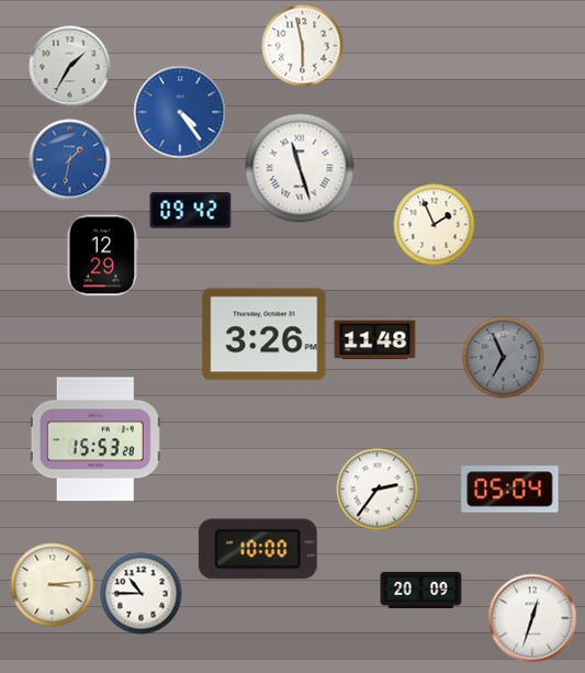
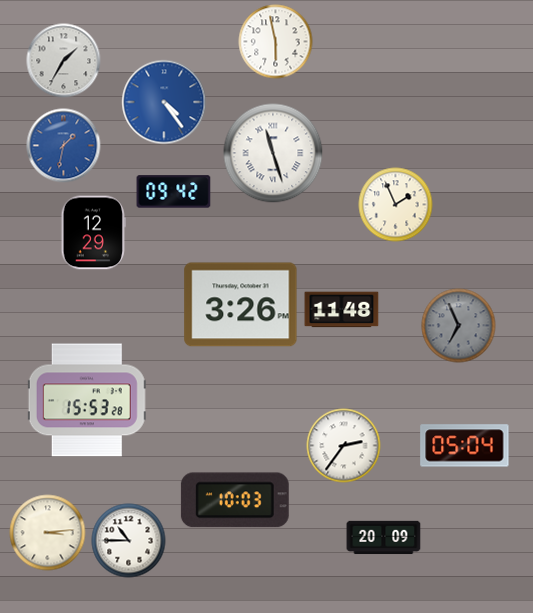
clock at (258, 549): 10:00 -> 10:03
clock at (532, 618): 12:33 -> none
